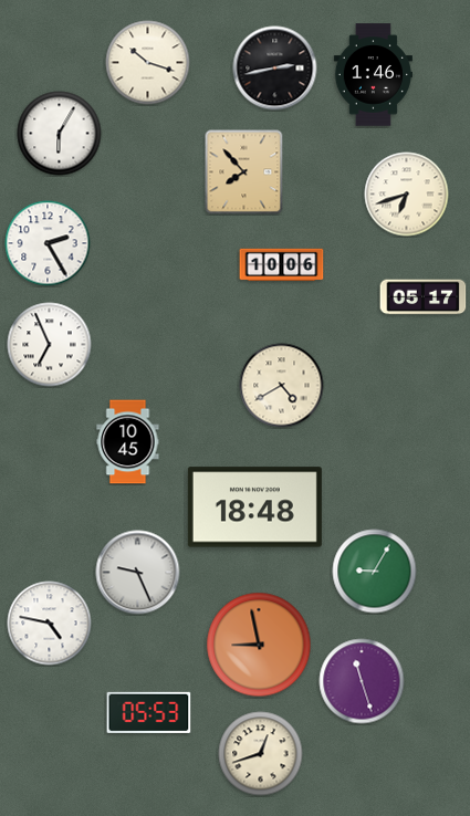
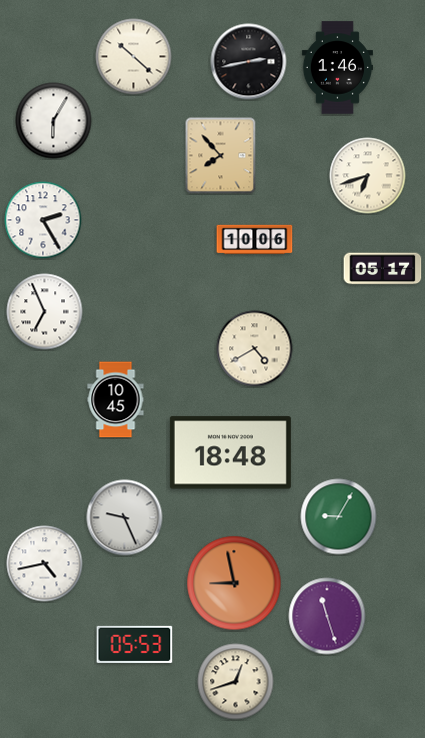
clock at (148, 63): 10:18 -> 10:22
clock at (254, 508) position: (254, 508) -> (230, 453)
clock at (50, 624): 4:47 -> 4:43
